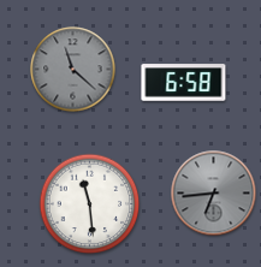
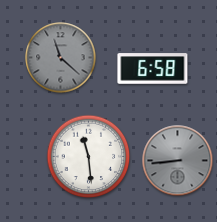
clock at (214, 194): 6:44 -> 8:44
clock at (90, 204) position: (90, 204) -> (89, 157)
